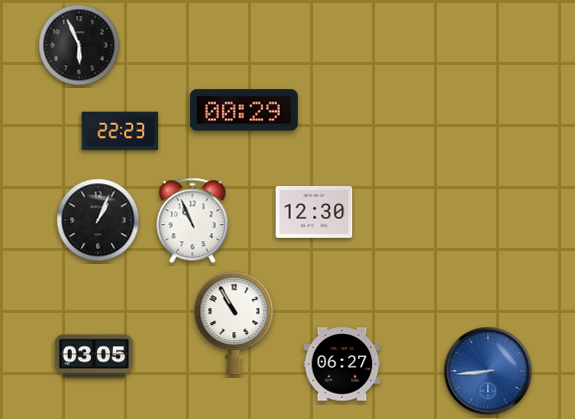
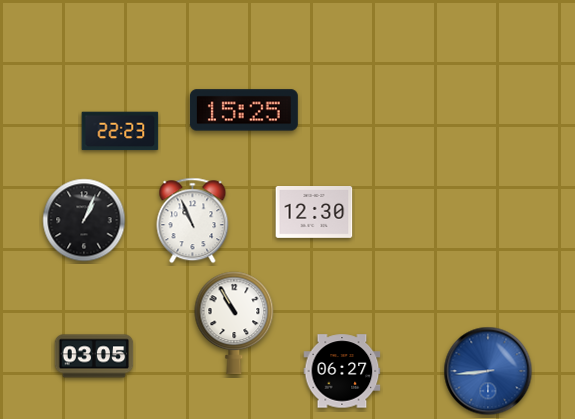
clock at (79, 45): 5:56 -> none
clock at (244, 110): 00:29 -> 15:25
clock at (98, 220) position: (98, 220) -> (84, 220)
clock at (342, 364) position: (342, 364) -> (342, 371)
